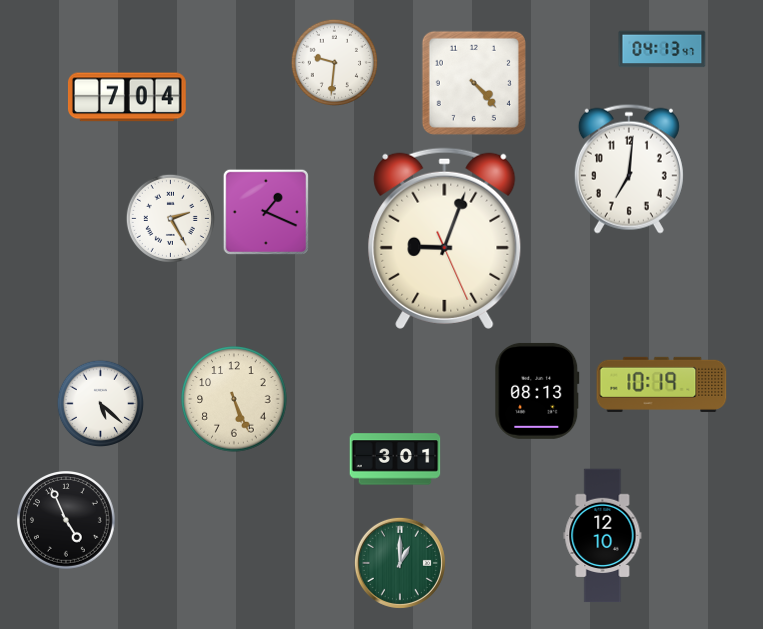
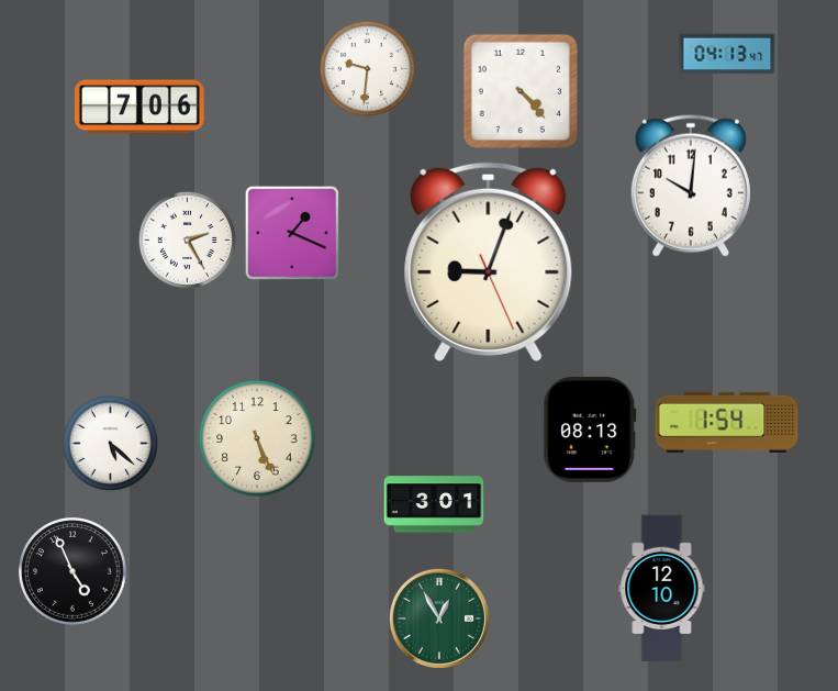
clock at (127, 97): 7:04 -> 7:06
clock at (629, 169): 7:01 -> 10:01
clock at (662, 384): 10:19 -> 1:54
clock at (400, 563): 1:00 -> 12:55
